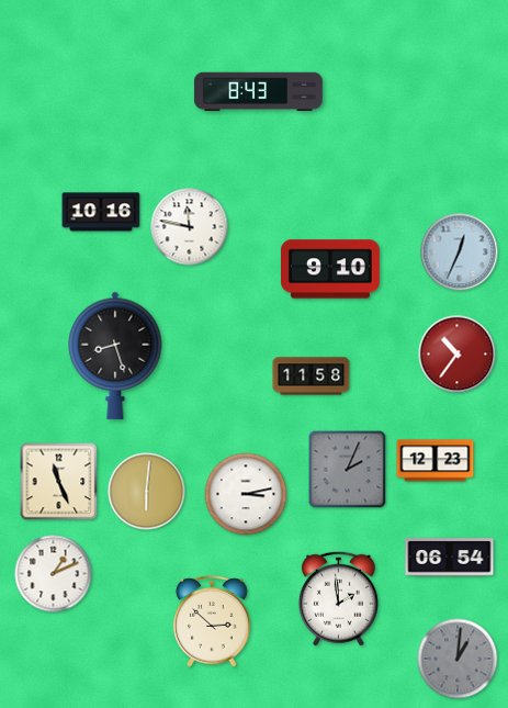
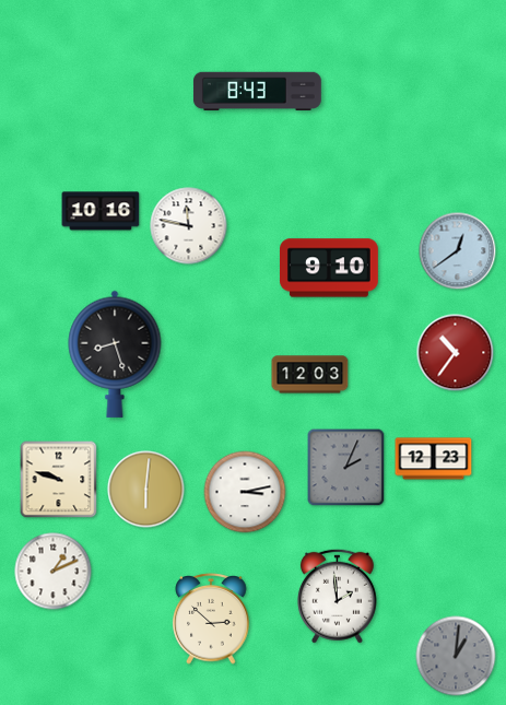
clock at (460, 252): 12:34 -> 12:39
clock at (312, 377): 11:58 -> 12:03
clock at (59, 482): 11:26 -> 9:48
clock at (450, 558): 06:54 -> none
